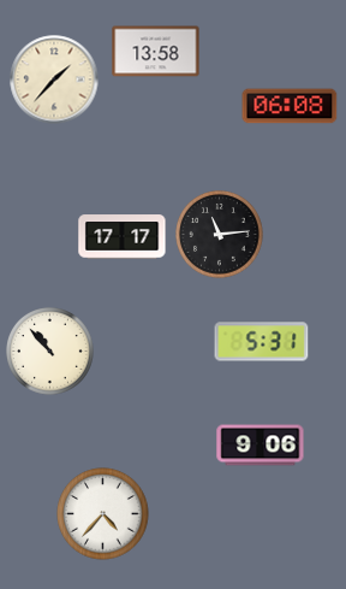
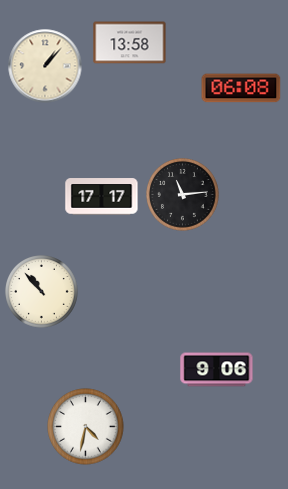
clock at (54, 79): 1:37 -> 1:07
clock at (262, 342): 5:31 -> none
clock at (103, 514): 4:37 -> 4:32
